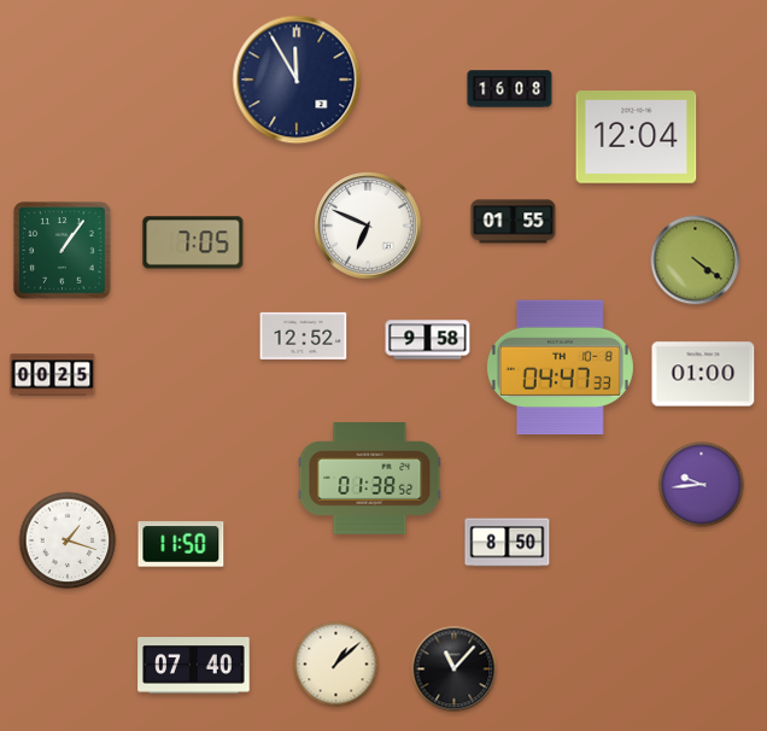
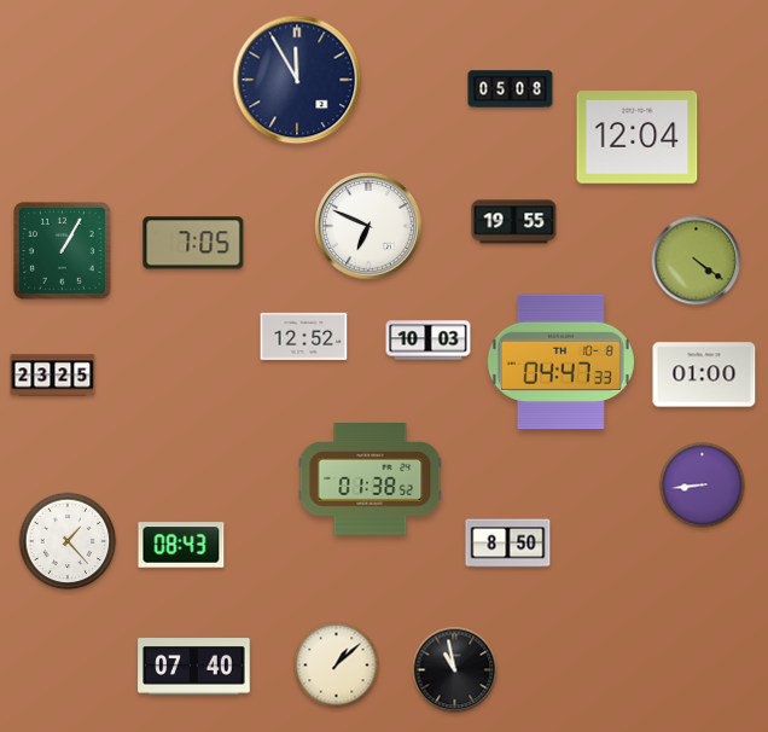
clock at (510, 89): 16:08 -> 05:08
clock at (514, 222): 01:55 -> 19:55
clock at (63, 251): 1:06 -> 1:05
clock at (428, 340): 9:58 -> 10:03
clock at (560, 368) position: (560, 368) -> (560, 362)
clock at (53, 375): 00:25 -> 23:25
clock at (702, 485): 9:44 -> 8:44
clock at (68, 540): 1:18 -> 1:23
clock at (181, 544): 11:50 -> 08:43
clock at (455, 669): 11:07 -> 10:58
